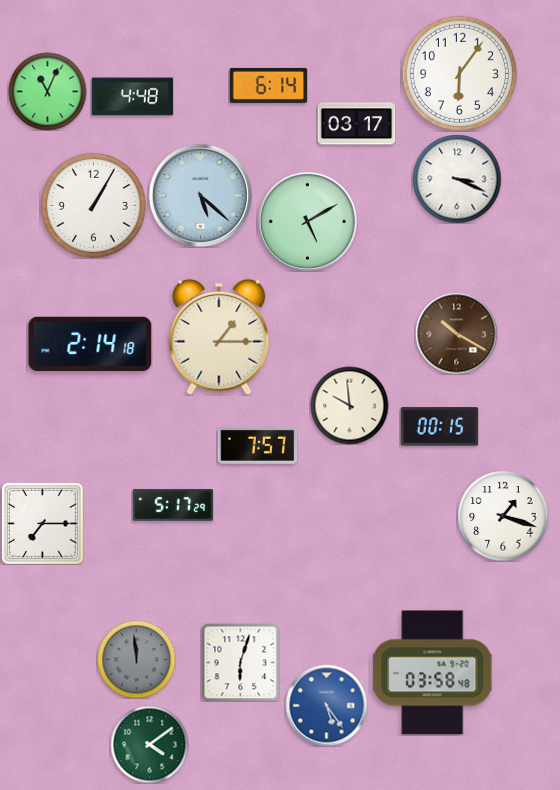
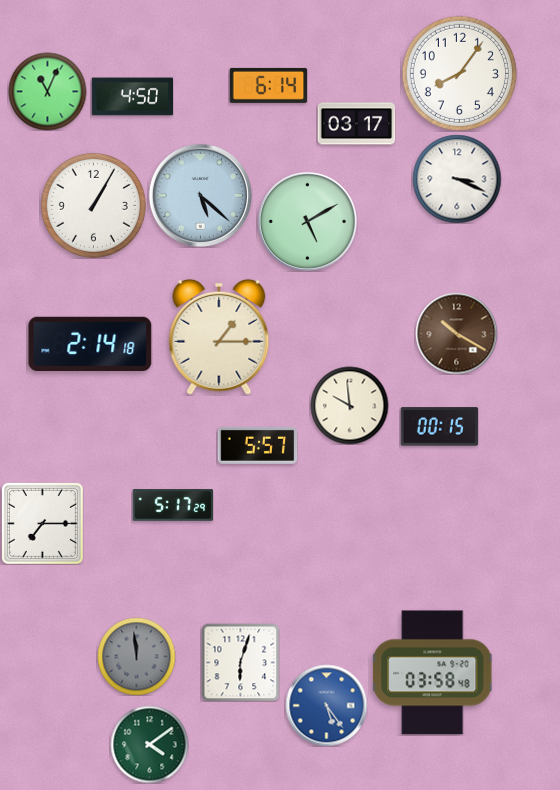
clock at (459, 73): 6:06 -> 8:06
clock at (132, 97): 4:48 -> 4:50
clock at (257, 445): 7:57 -> 5:57
clock at (503, 516): 1:18 -> none
clock at (136, 659) position: (136, 659) -> (136, 656)
